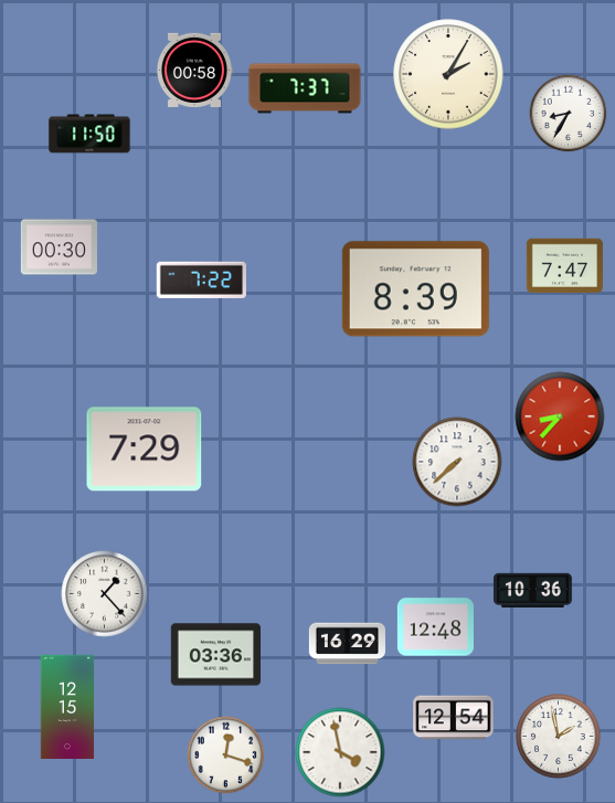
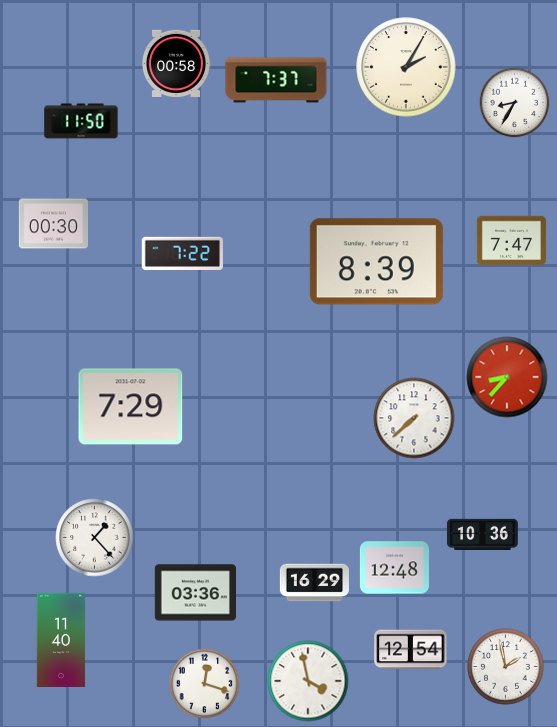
clock at (67, 706): 12:15 -> 11:40
